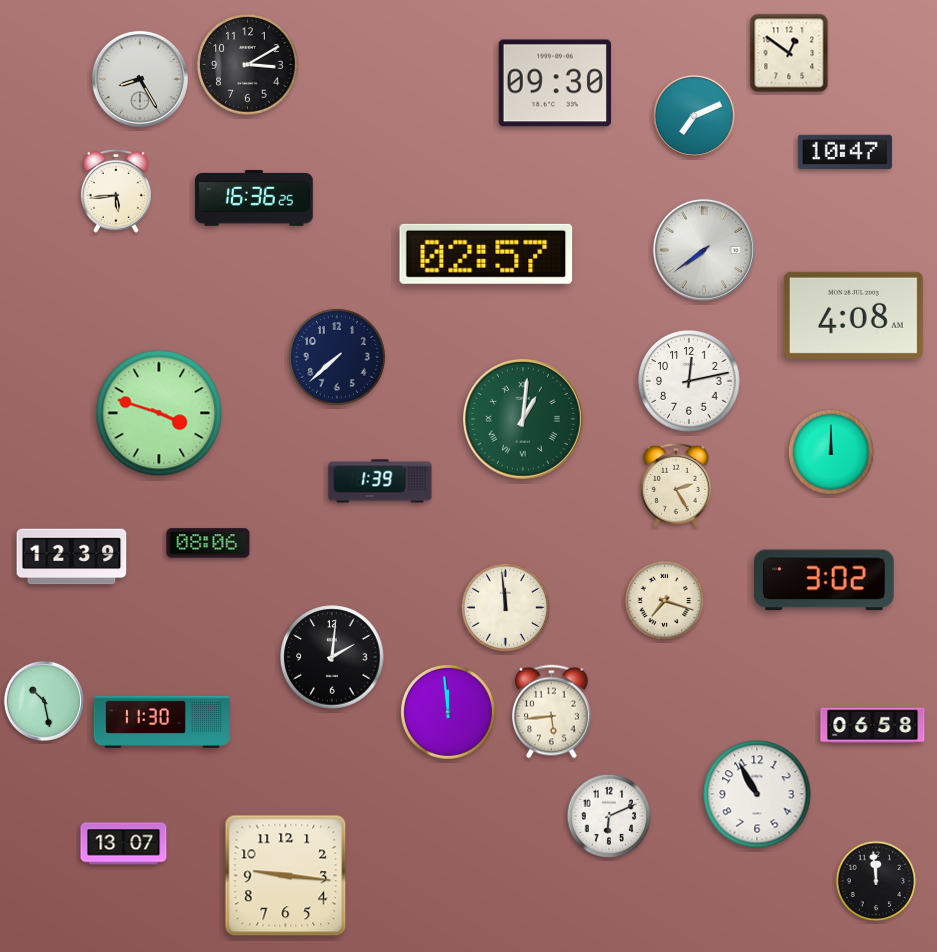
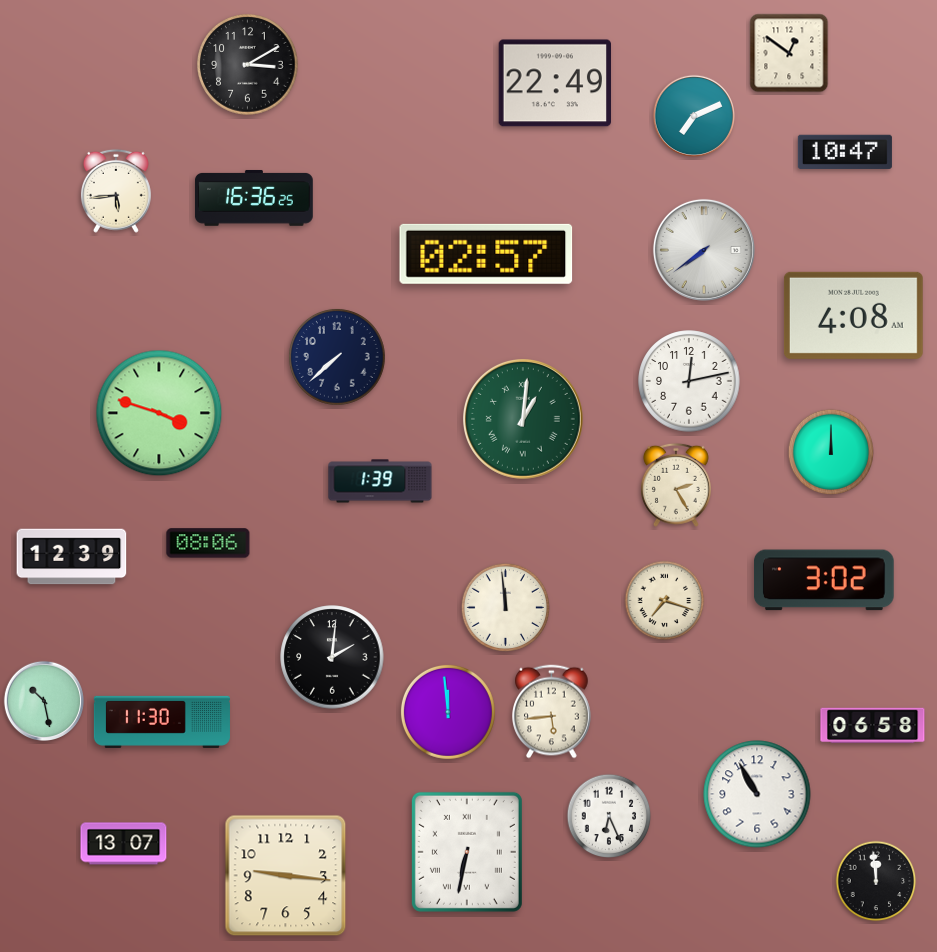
clock at (140, 79): 8:25 -> none
clock at (554, 83): 09:30 -> 22:49
clock at (609, 816): 6:11 -> 6:26
clock at (467, 852): none -> 6:32
